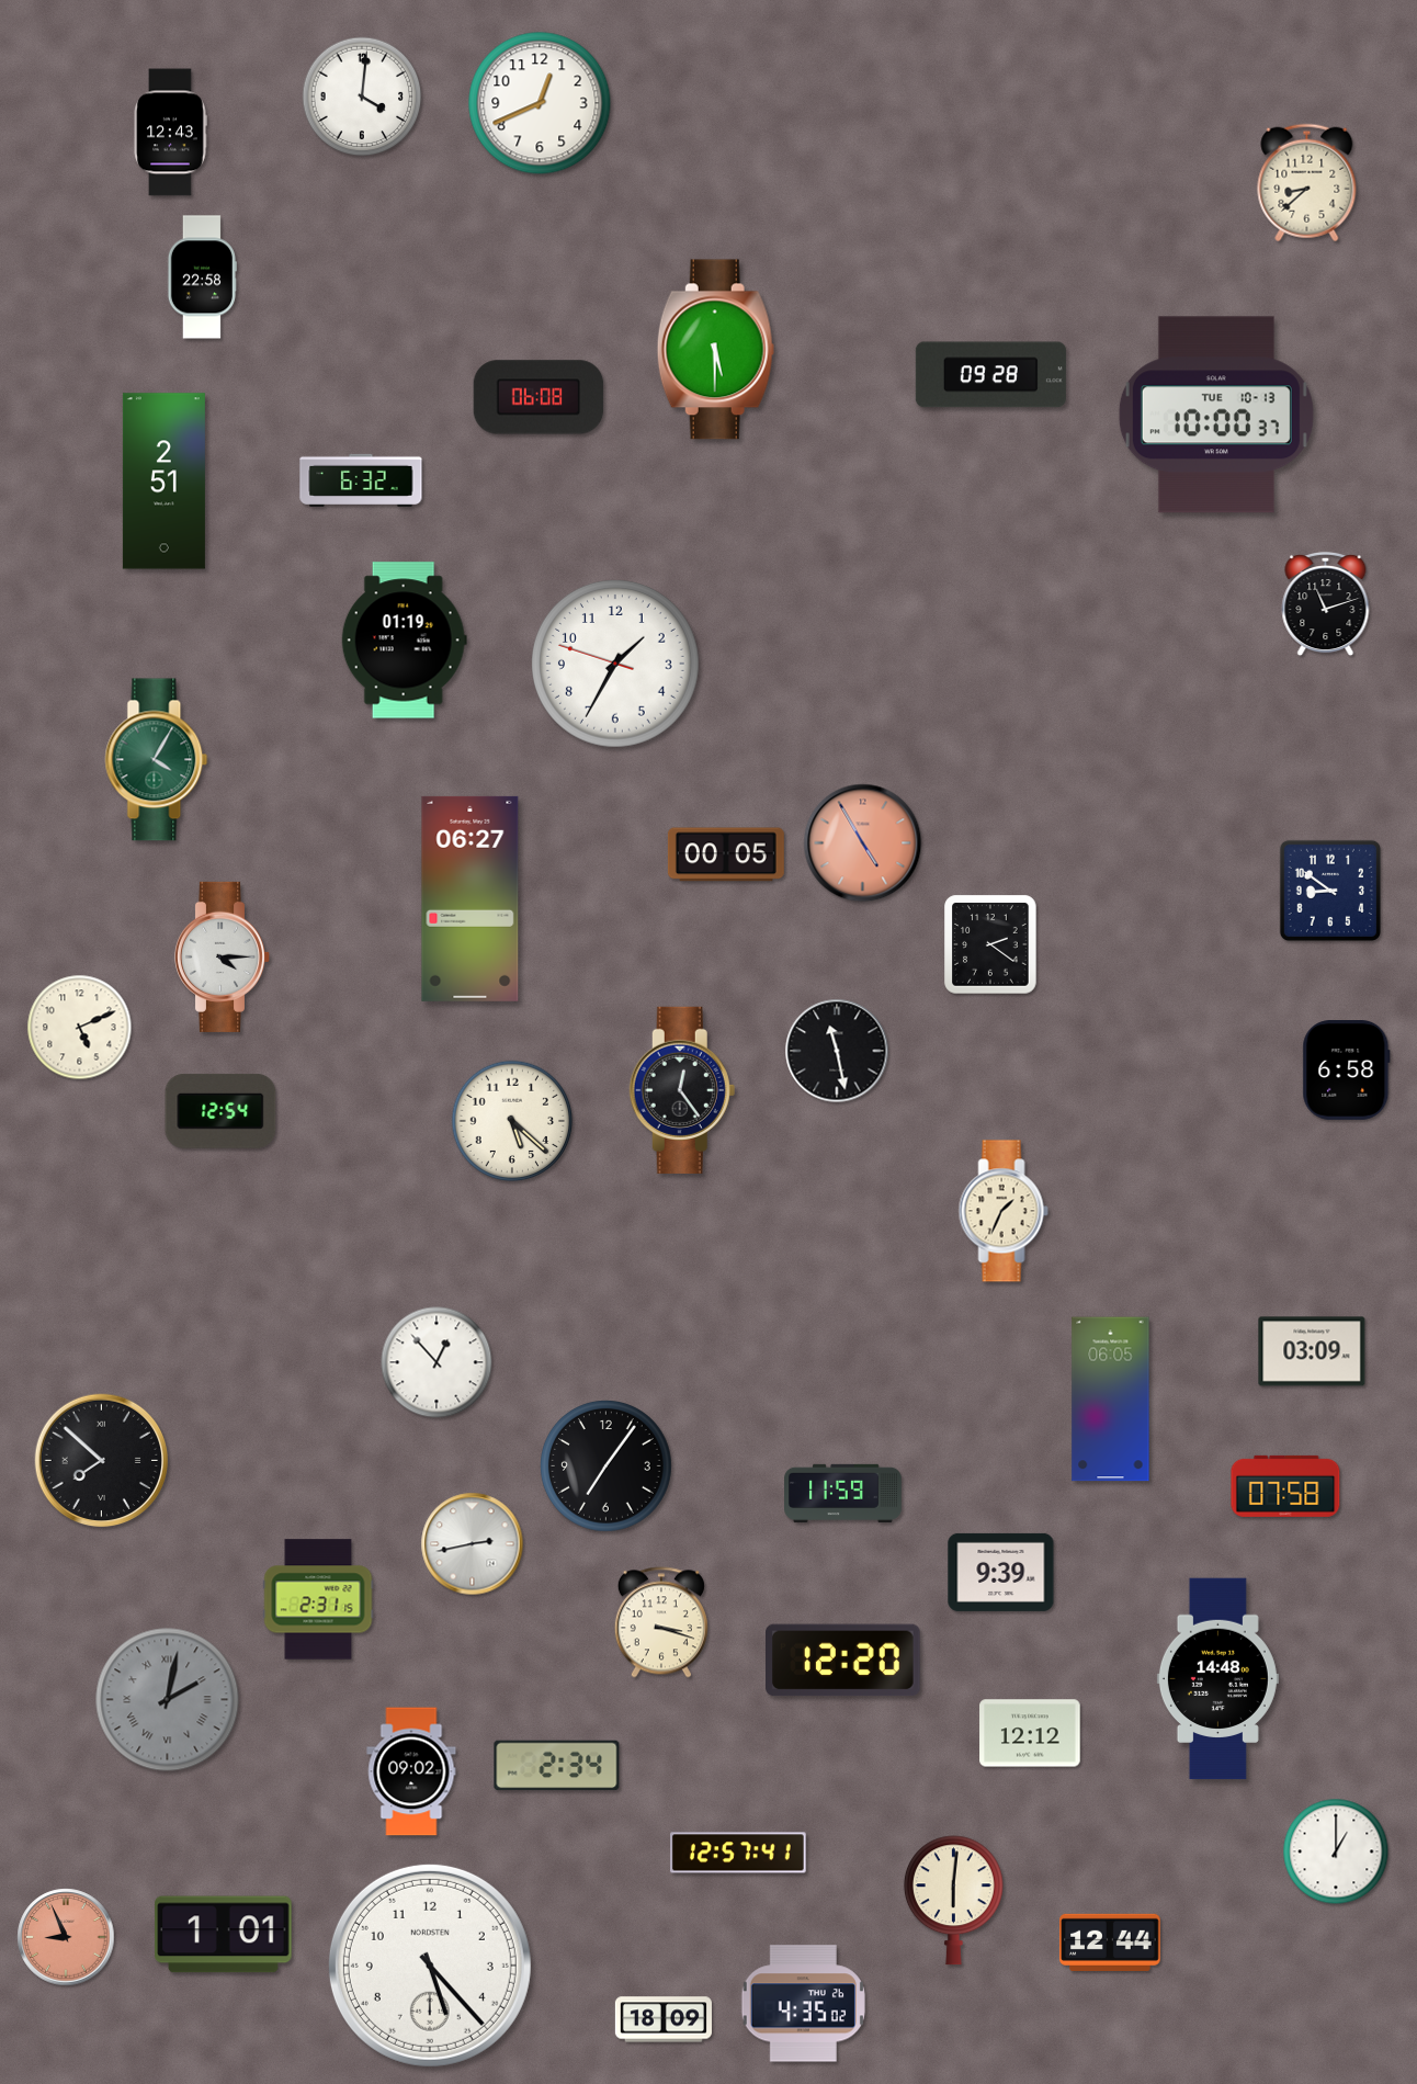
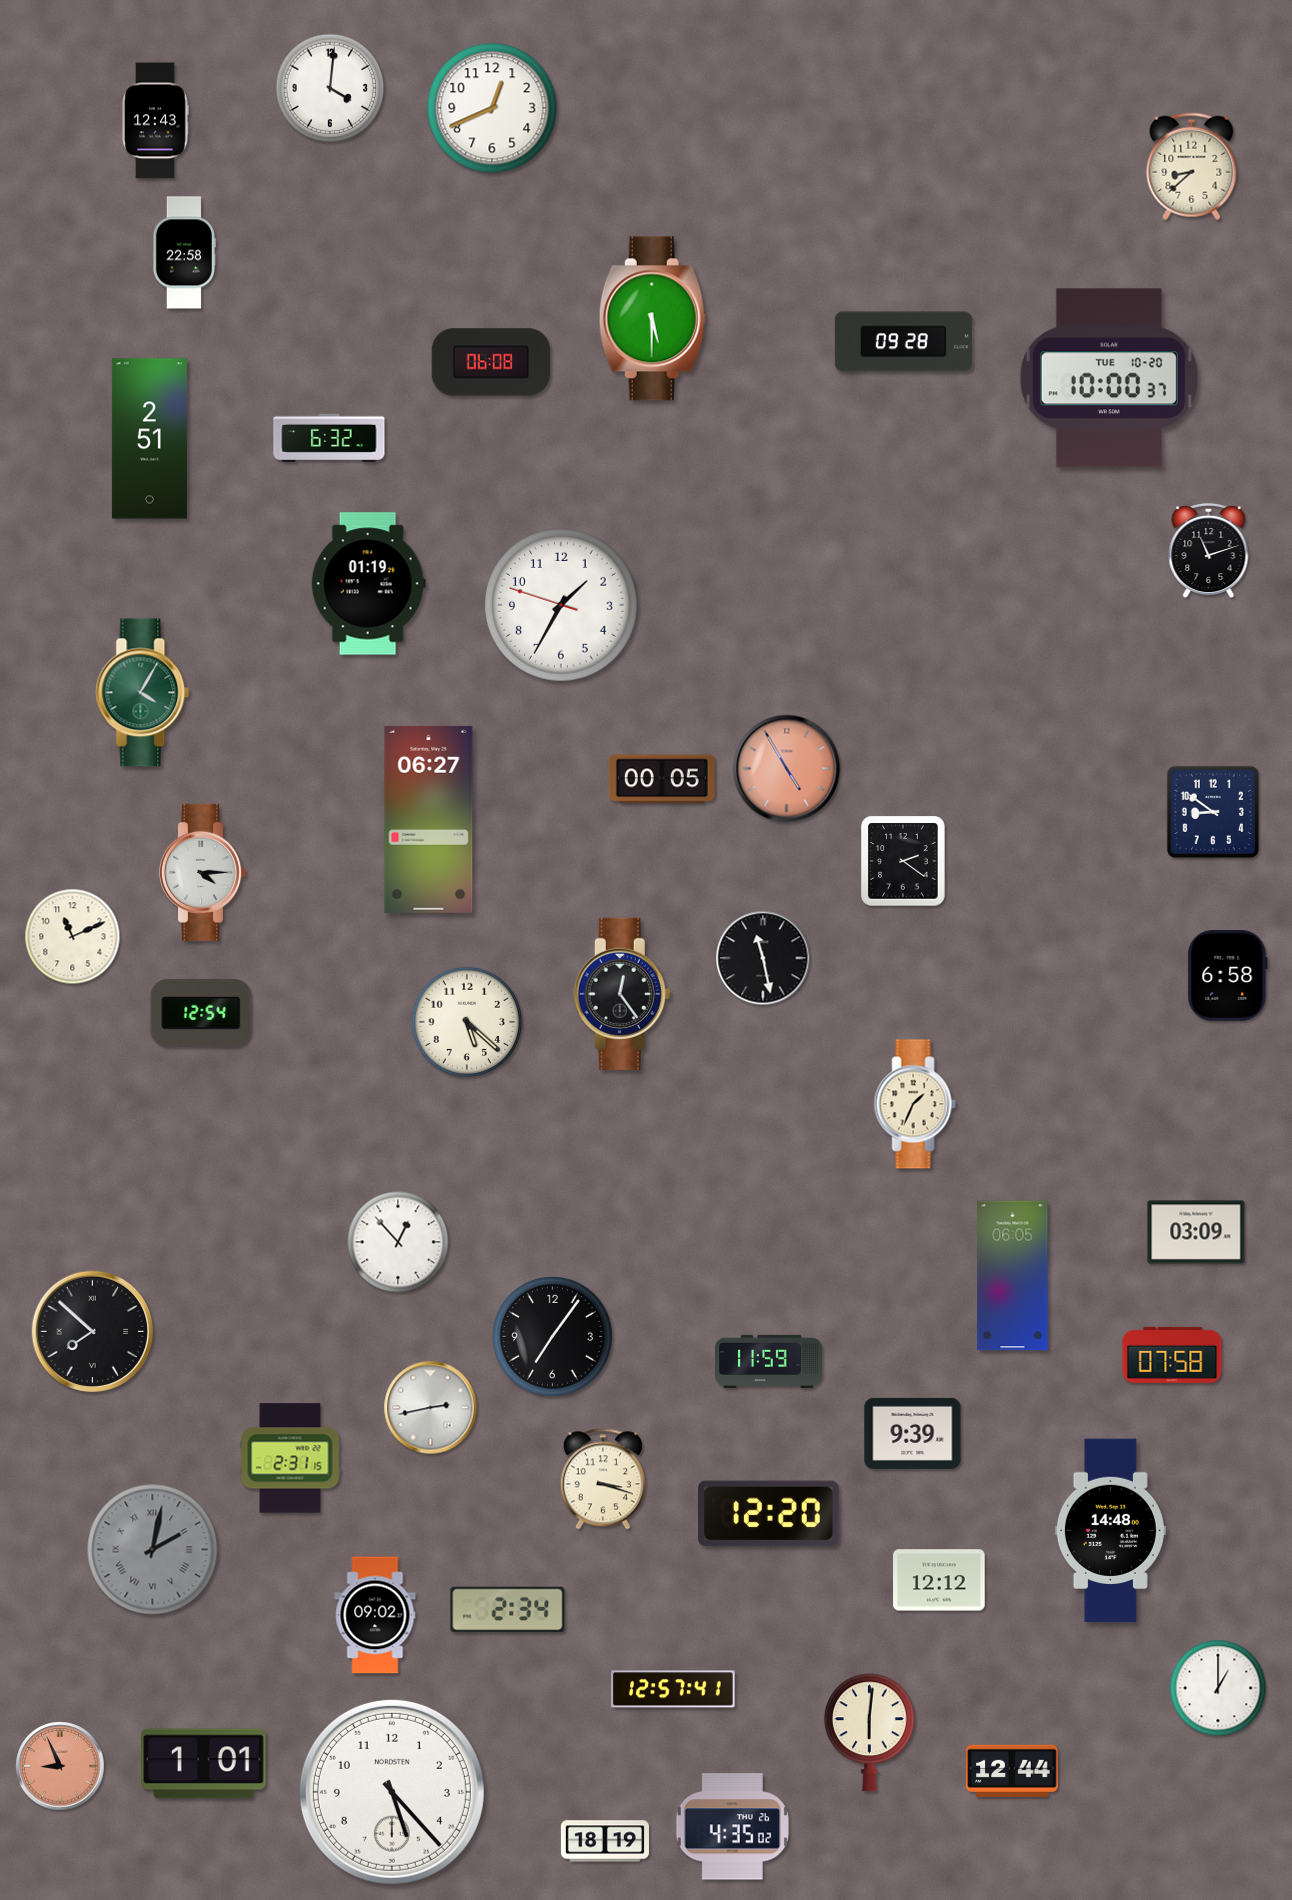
clock at (540, 103) position: (540, 103) -> (492, 108)
clock at (1216, 415) date: TUE 10-13 -> TUE 10-20
clock at (80, 1028): 5:11 -> 11:11
clock at (662, 2019): 18:09 -> 18:19
